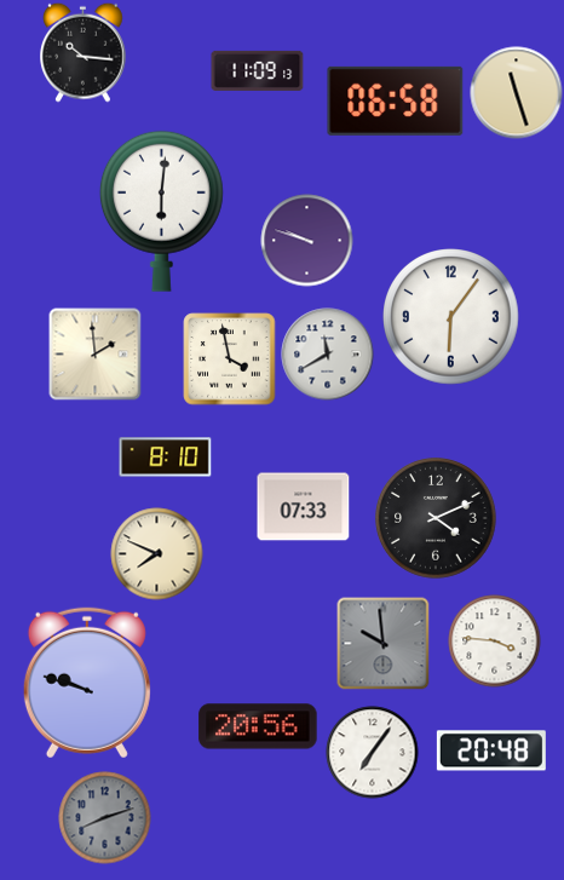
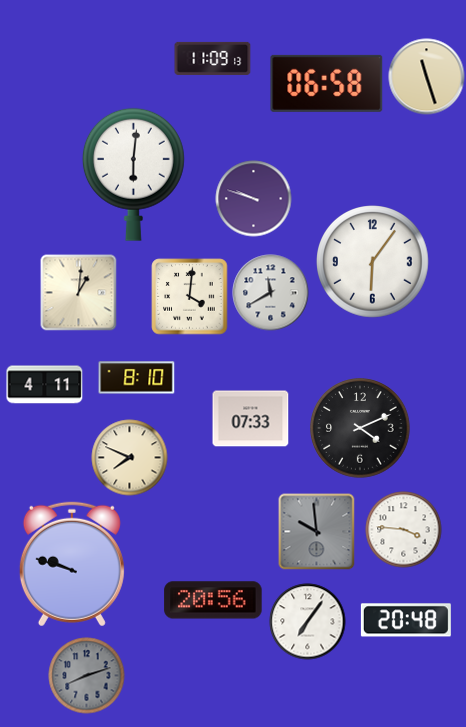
clock at (84, 52): 10:16 -> none
clock at (96, 355): 1:59 -> 1:01
clock at (230, 360): 3:58 -> 4:01
clock at (45, 385): none -> 4:11
clock at (495, 642) position: (495, 642) -> (404, 530)
